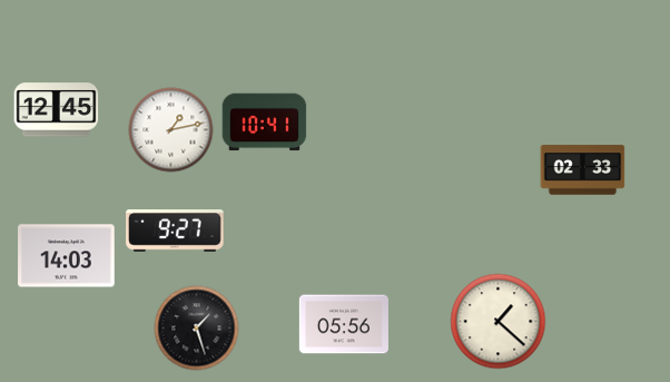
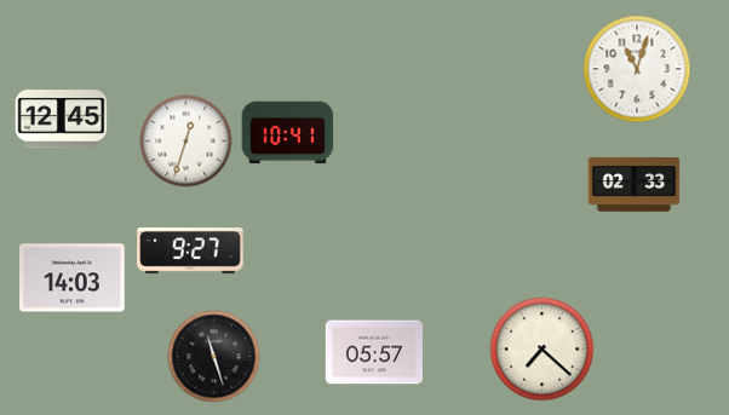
clock at (637, 69): none -> 11:03
clock at (171, 130): 1:13 -> 12:33
clock at (499, 322): 1:22 -> 7:22
clock at (344, 324): 05:56 -> 05:57
clock at (197, 329): 1:27 -> 11:27
